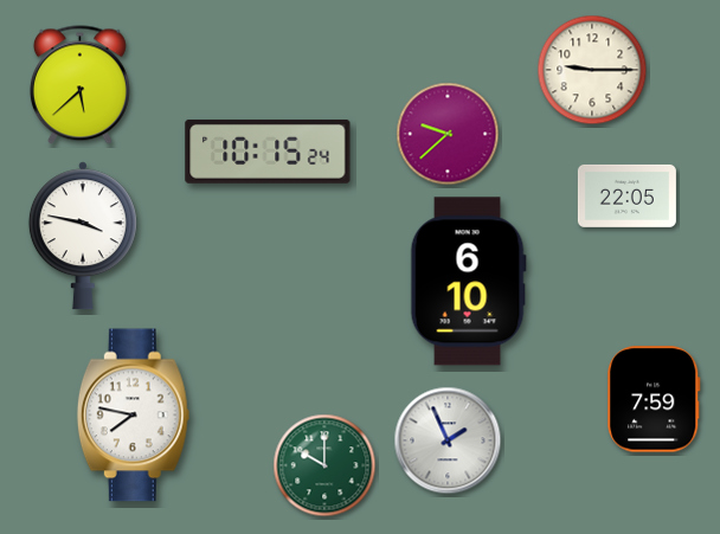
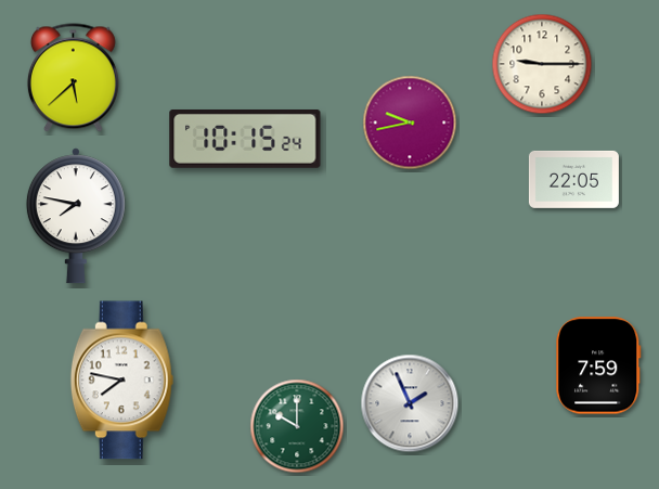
clock at (448, 134): 9:38 -> 9:43
clock at (83, 236): 3:47 -> 7:47
clock at (468, 282): 6:10 -> none
